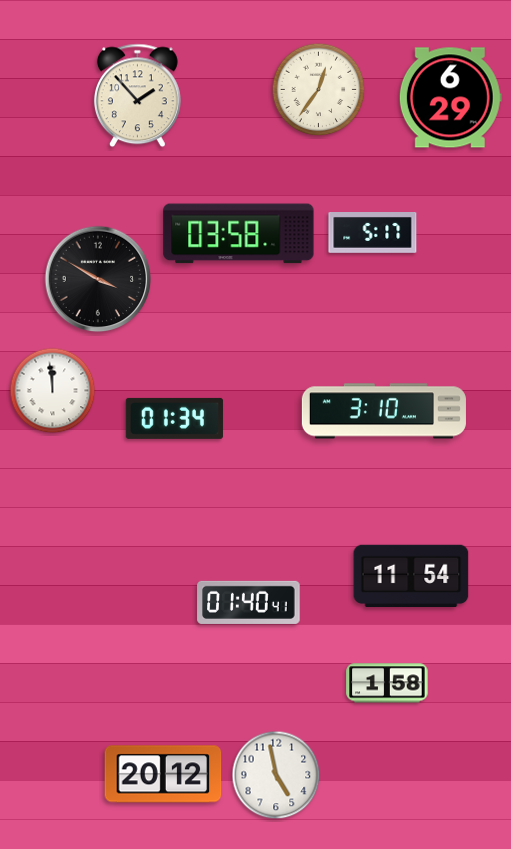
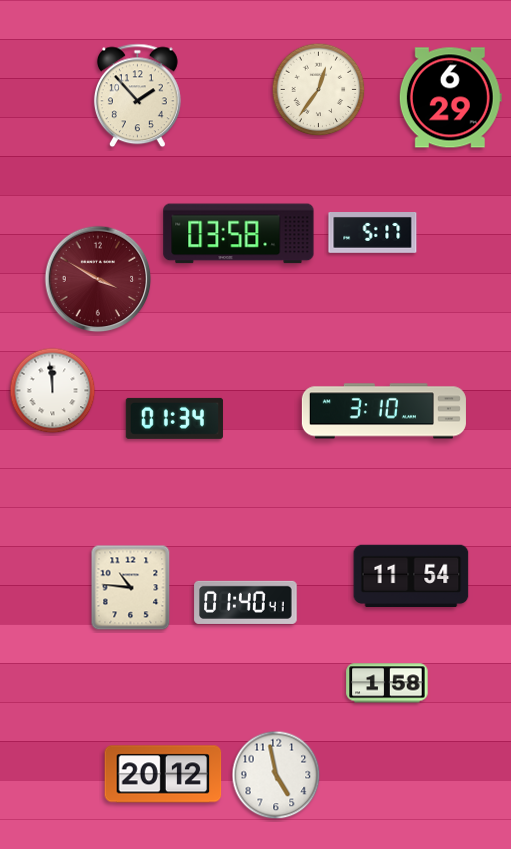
clock at (98, 279) dial: black -> burgundy
clock at (131, 588): none -> 10:46
clock at (249, 602) position: (249, 602) -> (246, 602)
